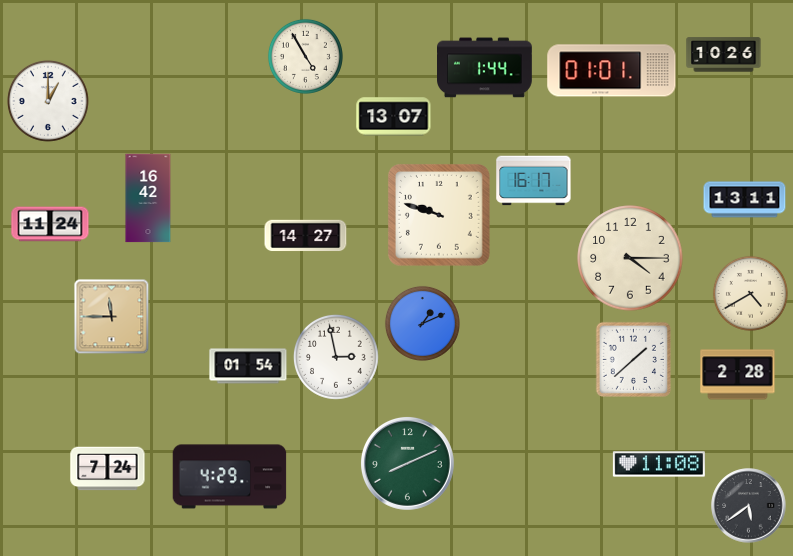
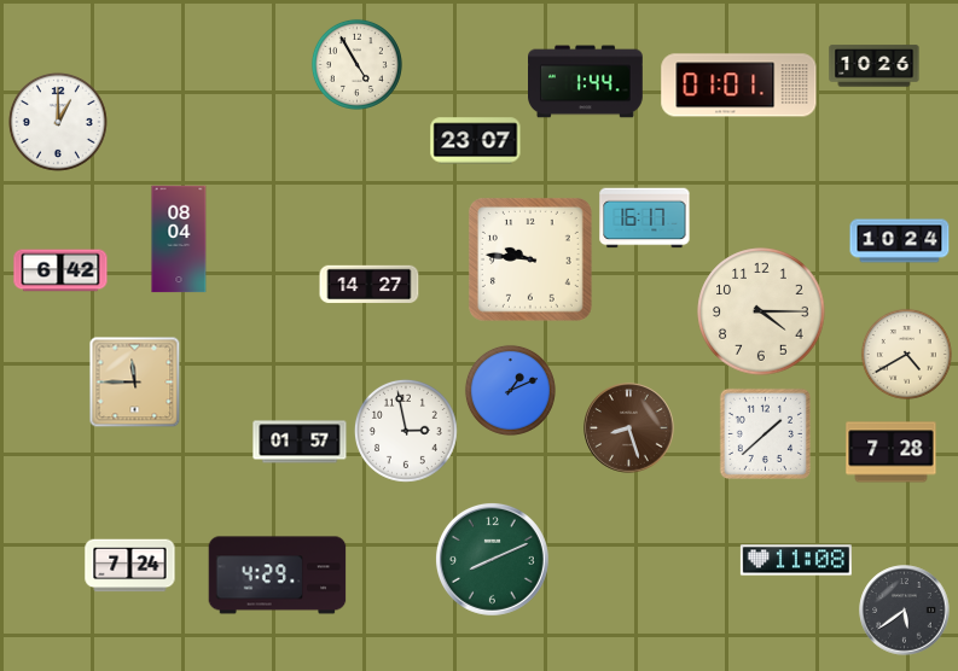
clock at (305, 56) position: (305, 56) -> (356, 64)
clock at (394, 117): 13:07 -> 23:07
clock at (148, 198): 16:42 -> 08:04
clock at (745, 200): 13:11 -> 10:24
clock at (439, 215): 9:48 -> 9:46
clock at (50, 224): 11:24 -> 6:42
clock at (629, 428): none -> 8:27
clock at (248, 366): 01:54 -> 01:57
clock at (738, 375): 2:28 -> 7:28
